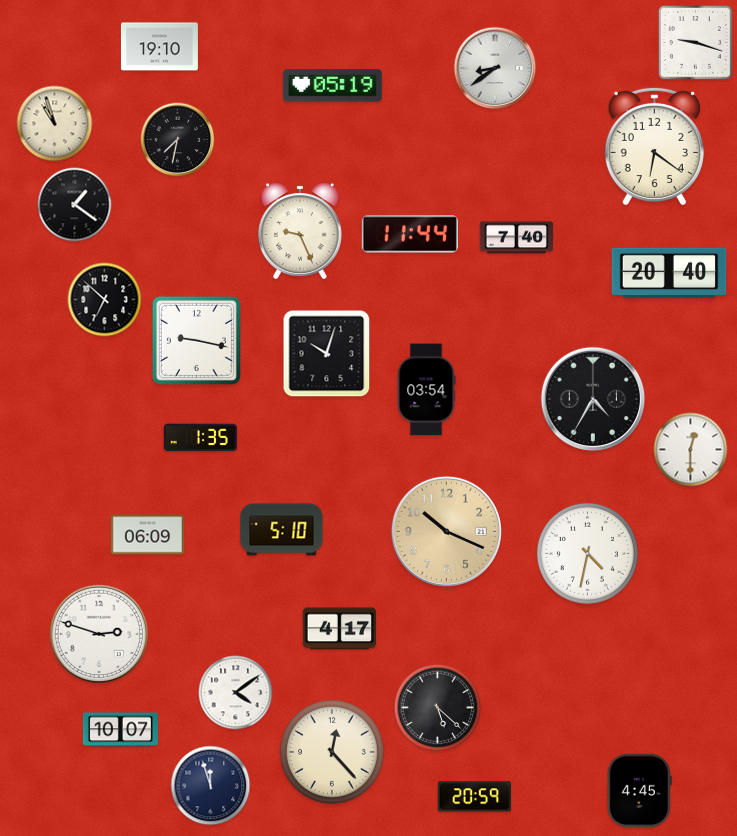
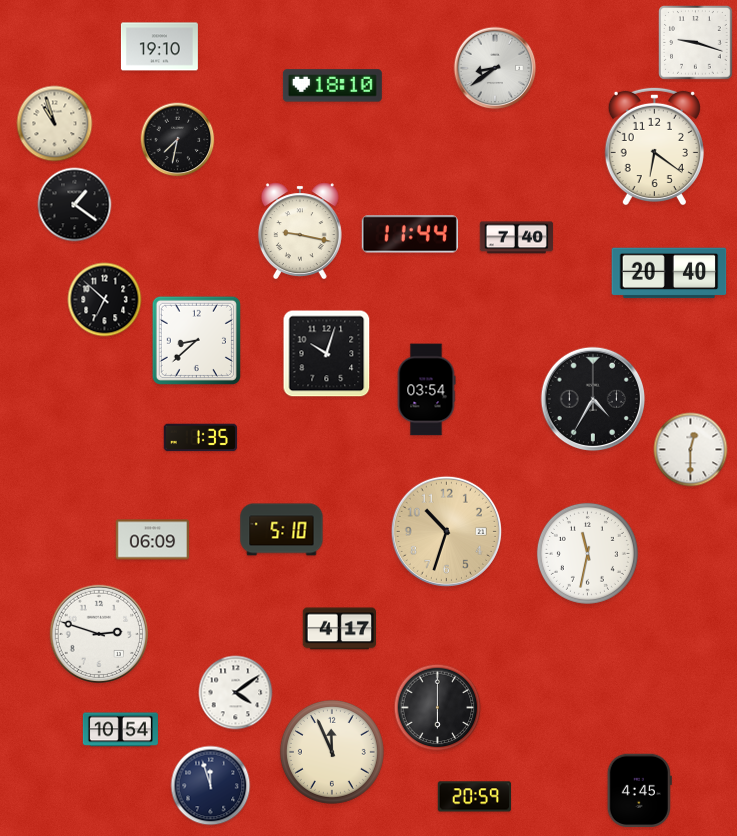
clock at (332, 86): 05:19 -> 18:10
clock at (300, 231): 9:26 -> 9:17
clock at (196, 340): 9:17 -> 8:38
clock at (446, 531): 10:19 -> 10:33
clock at (148, 535) position: (148, 535) -> (153, 540)
clock at (587, 553): 4:32 -> 11:32
clock at (438, 708): 5:22 -> 6:00
clock at (120, 730): 10:07 -> 10:54
clock at (332, 752): 12:23 -> 11:56
